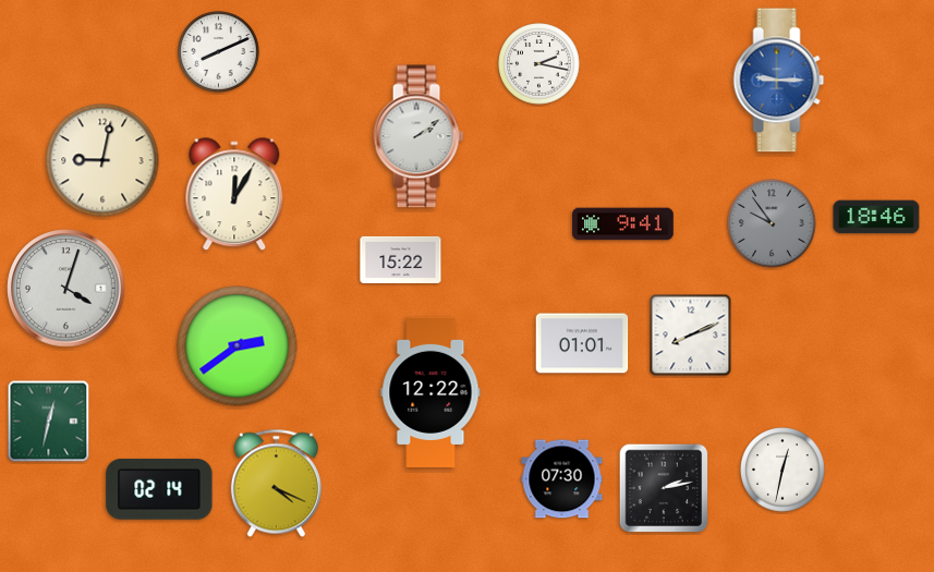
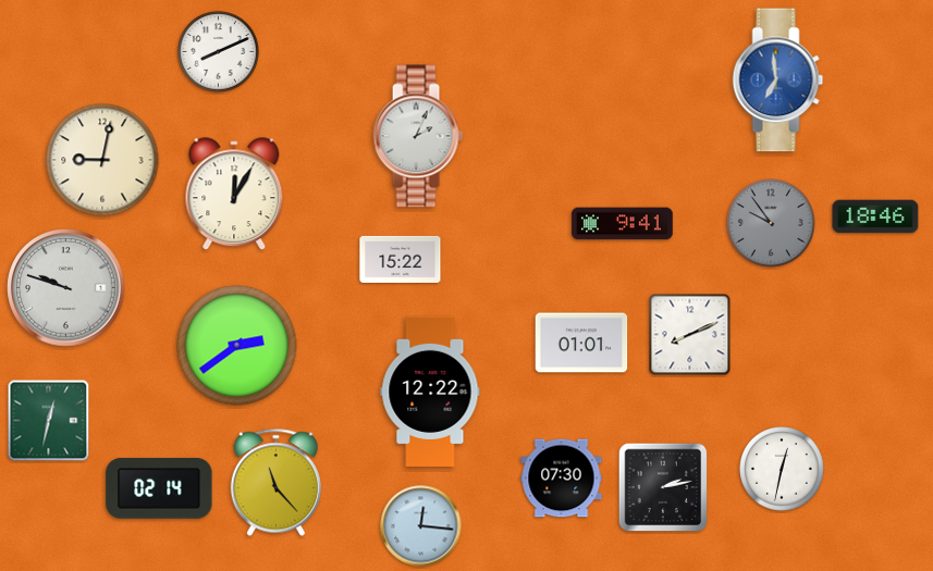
clock at (539, 64): 2:17 -> none
clock at (779, 81): 9:15 -> 6:59
clock at (419, 136): 2:09 -> 2:04
clock at (66, 289): 4:03 -> 9:48
clock at (276, 484): 4:19 -> 11:23
clock at (421, 526): none -> 12:16
